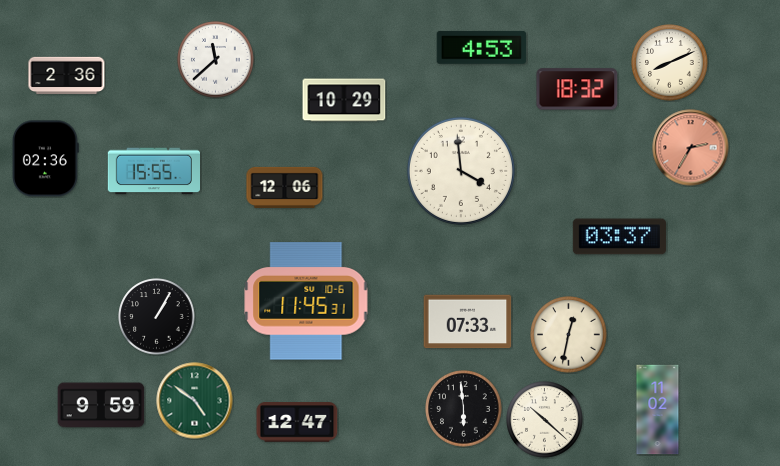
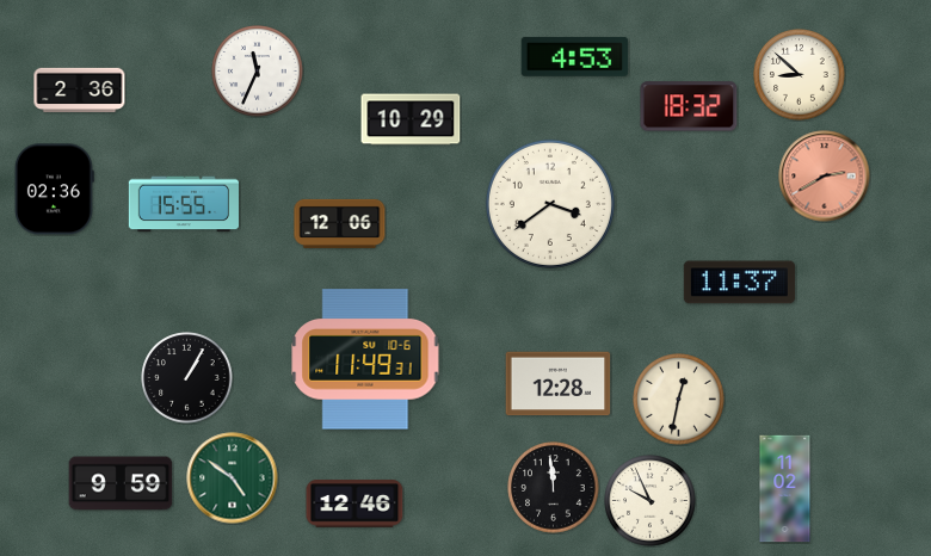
clock at (216, 60): 11:38 -> 11:34
clock at (670, 63): 8:11 -> 8:52
clock at (691, 148): 2:35 -> 2:40
clock at (461, 171): 3:59 -> 3:39
clock at (619, 237): 03:37 -> 11:37
clock at (306, 301): 11:45 -> 11:49
clock at (468, 322): 07:33 -> 12:28
clock at (464, 409): 5:59 -> 11:59
clock at (545, 420): 10:22 -> 9:56
clock at (297, 422): 12:47 -> 12:46
